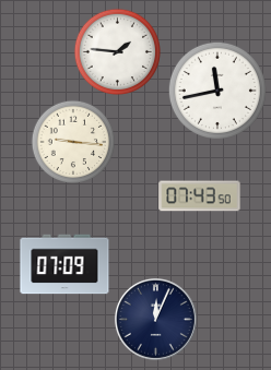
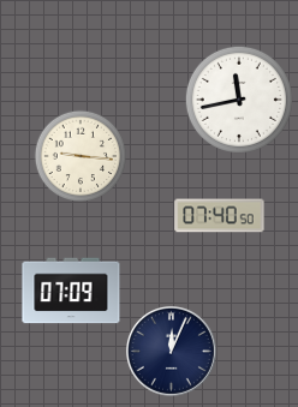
clock at (117, 51): 1:46 -> none
clock at (200, 196): 07:43 -> 07:40
